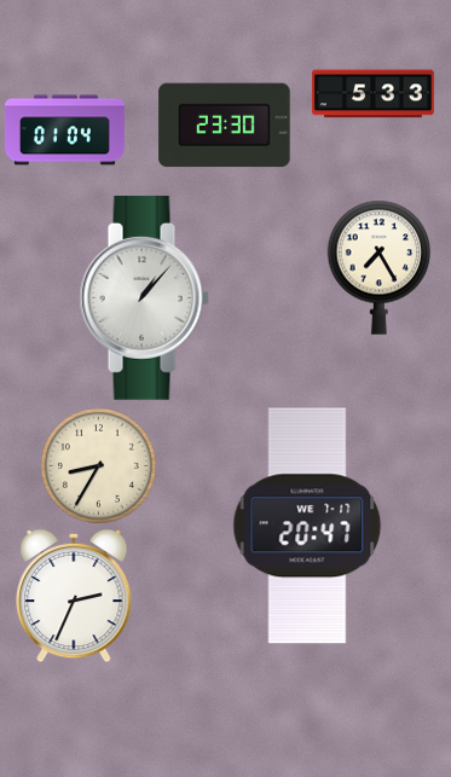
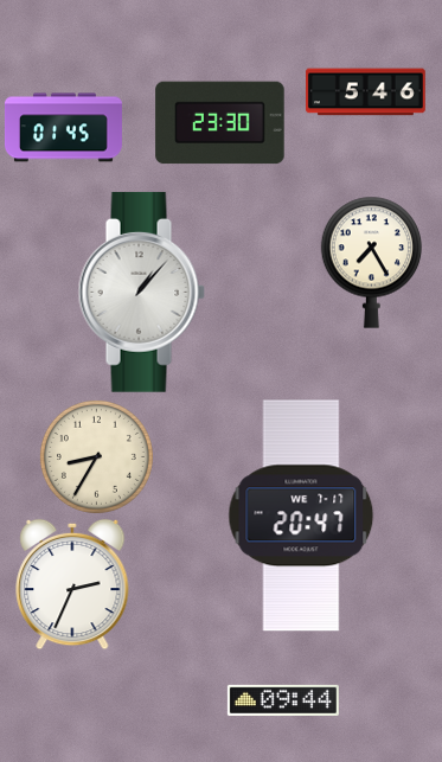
clock at (374, 94): 5:33 -> 5:46
clock at (64, 131): 01:04 -> 01:45
clock at (283, 700): none -> 09:44
